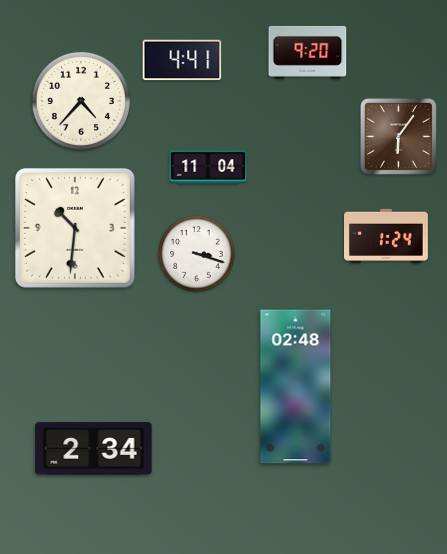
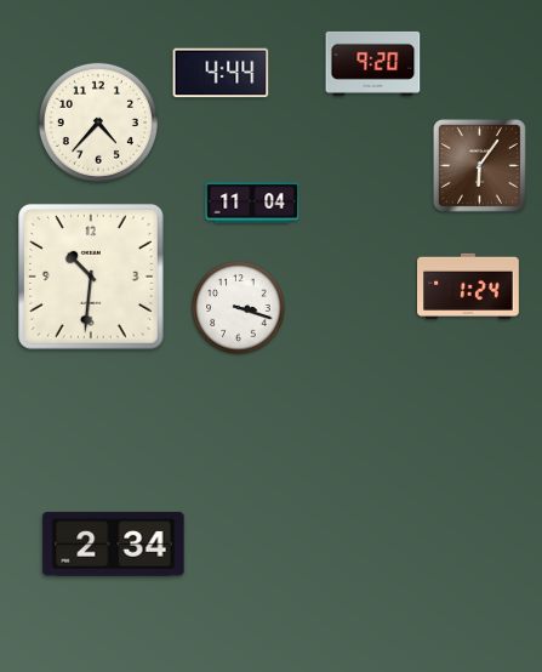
clock at (182, 60): 4:41 -> 4:44
clock at (398, 136) position: (398, 136) -> (479, 165)
clock at (296, 387): 02:48 -> none
